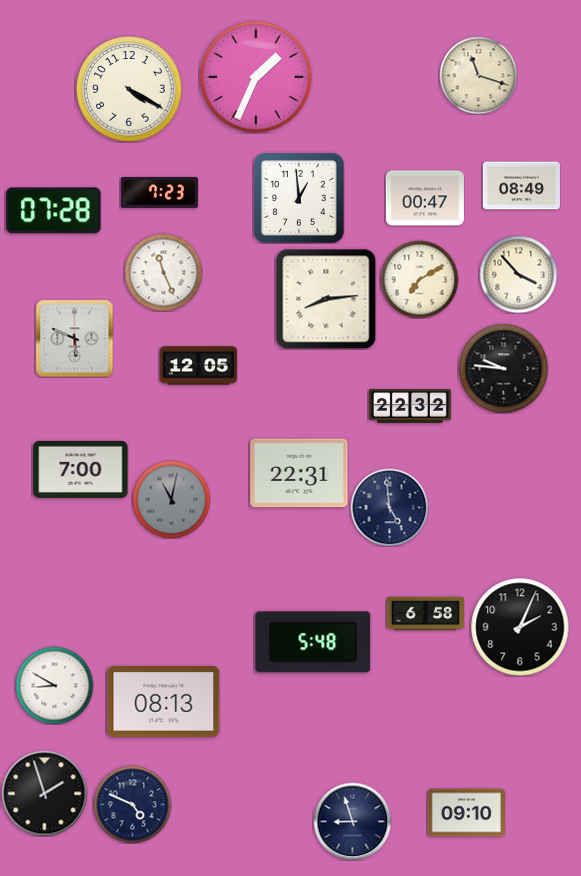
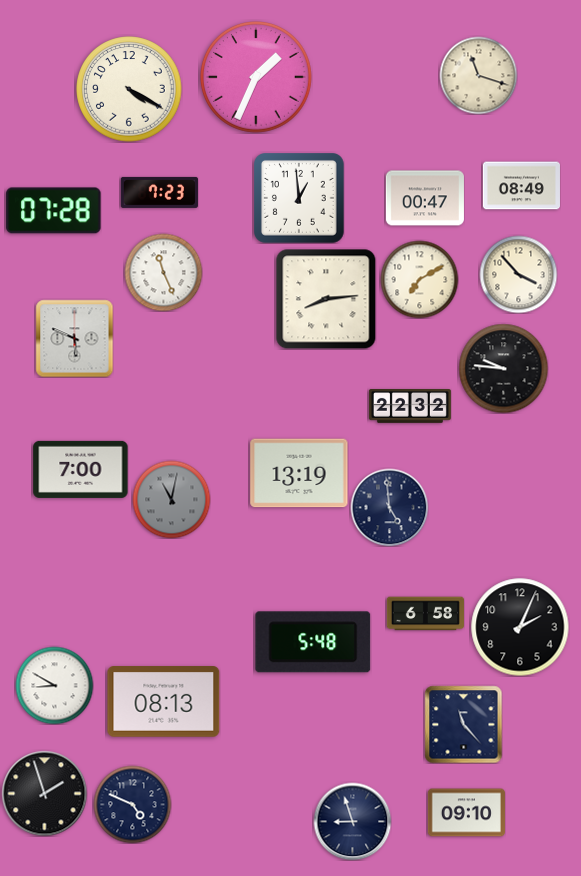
clock at (198, 366): 12:05 -> none
clock at (299, 473): 22:31 -> 13:19
clock at (463, 724): none -> 11:23
